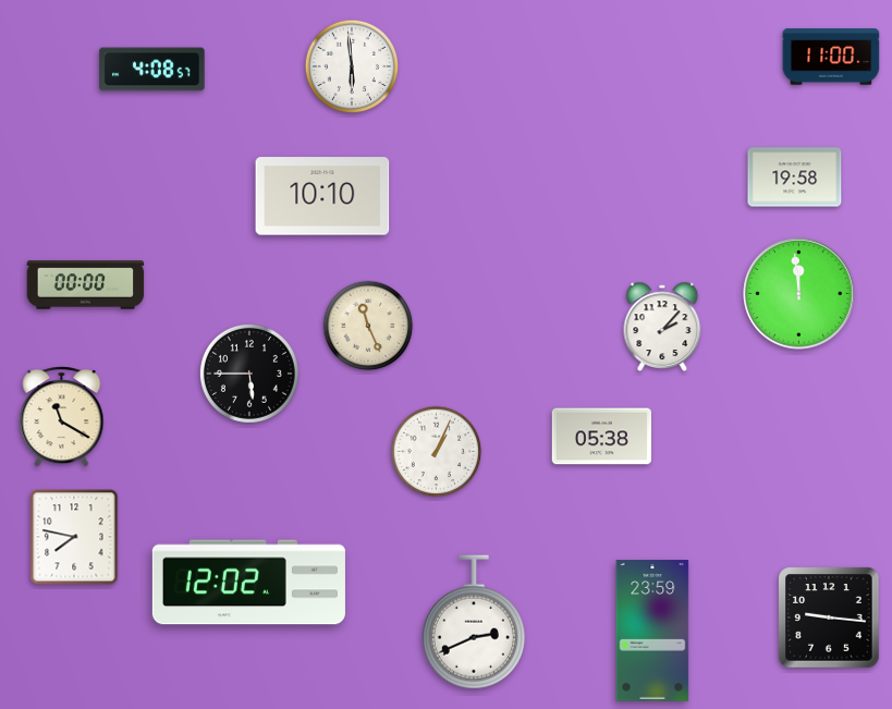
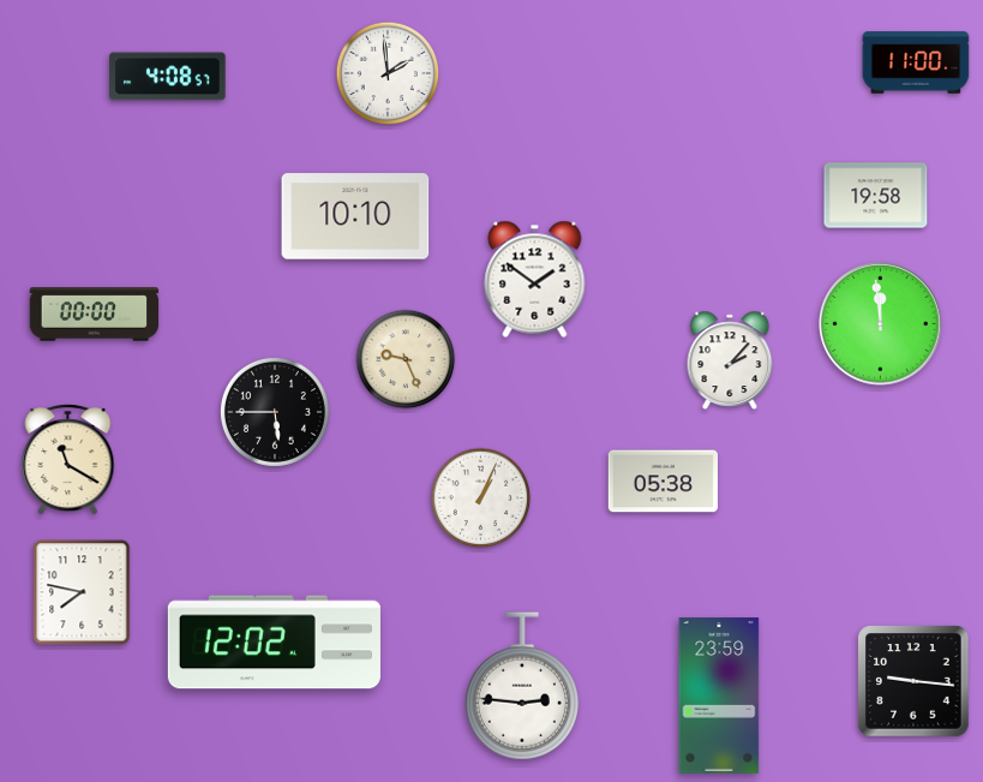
clock at (352, 66): 5:59 -> 1:59
clock at (535, 279): none -> 1:51
clock at (368, 326): 11:26 -> 9:26
clock at (474, 622): 2:41 -> 2:46
